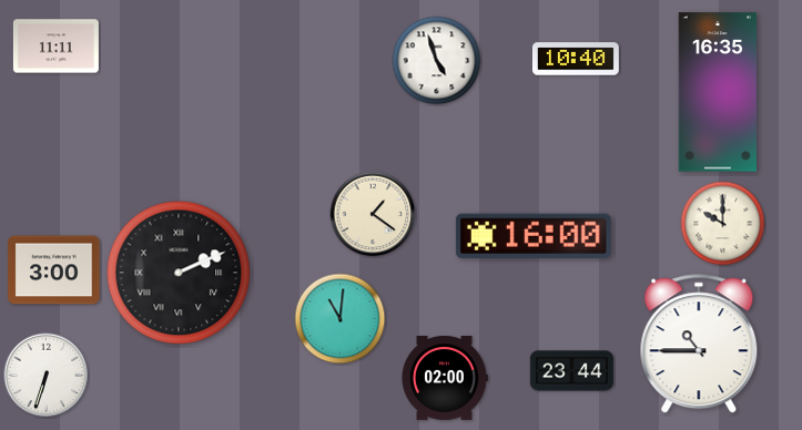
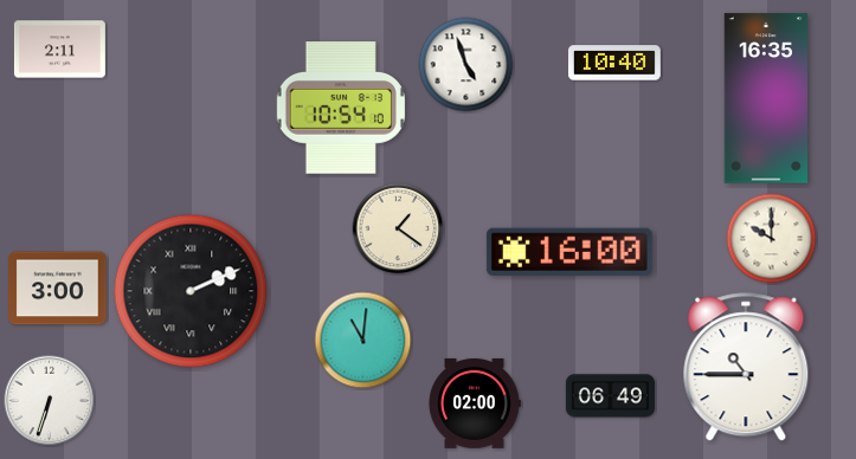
clock at (55, 47): 11:11 -> 2:11
clock at (341, 108): none -> 10:54
clock at (571, 371): 23:44 -> 06:49
